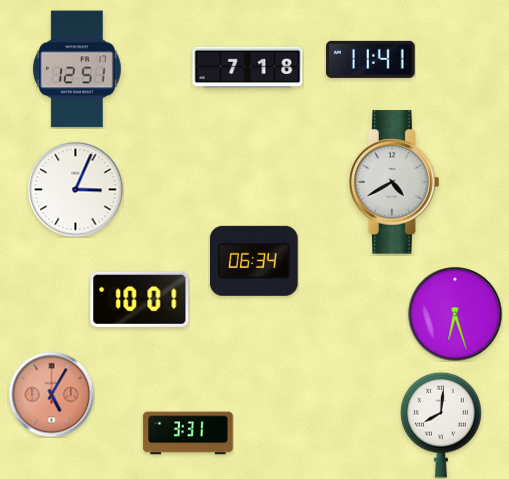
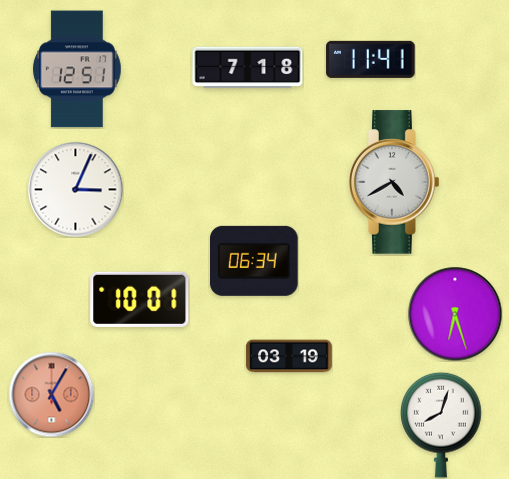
clock at (289, 356): none -> 03:19
clock at (441, 425): 8:01 -> 8:03
clock at (188, 433): 3:31 -> none
